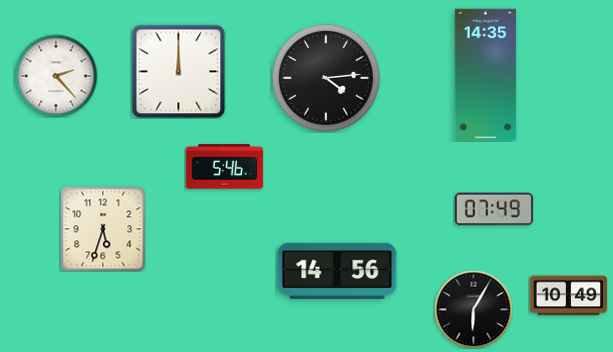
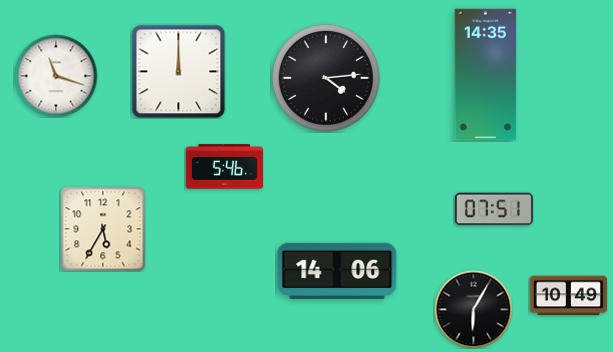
clock at (56, 76): 2:23 -> 11:18
clock at (494, 209): 07:49 -> 07:51
clock at (103, 229): 5:33 -> 5:35
clock at (337, 271): 14:56 -> 14:06
